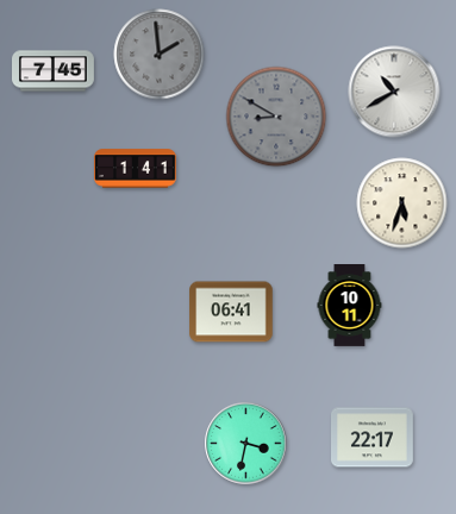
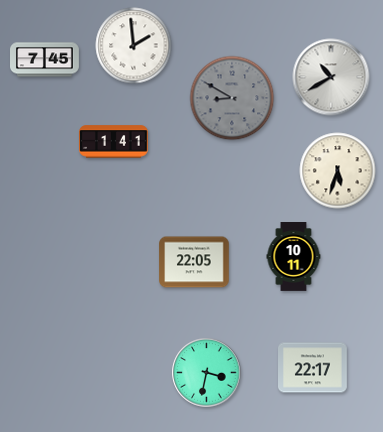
clock at (160, 55) dial: grey -> white
clock at (231, 312): 06:41 -> 22:05
